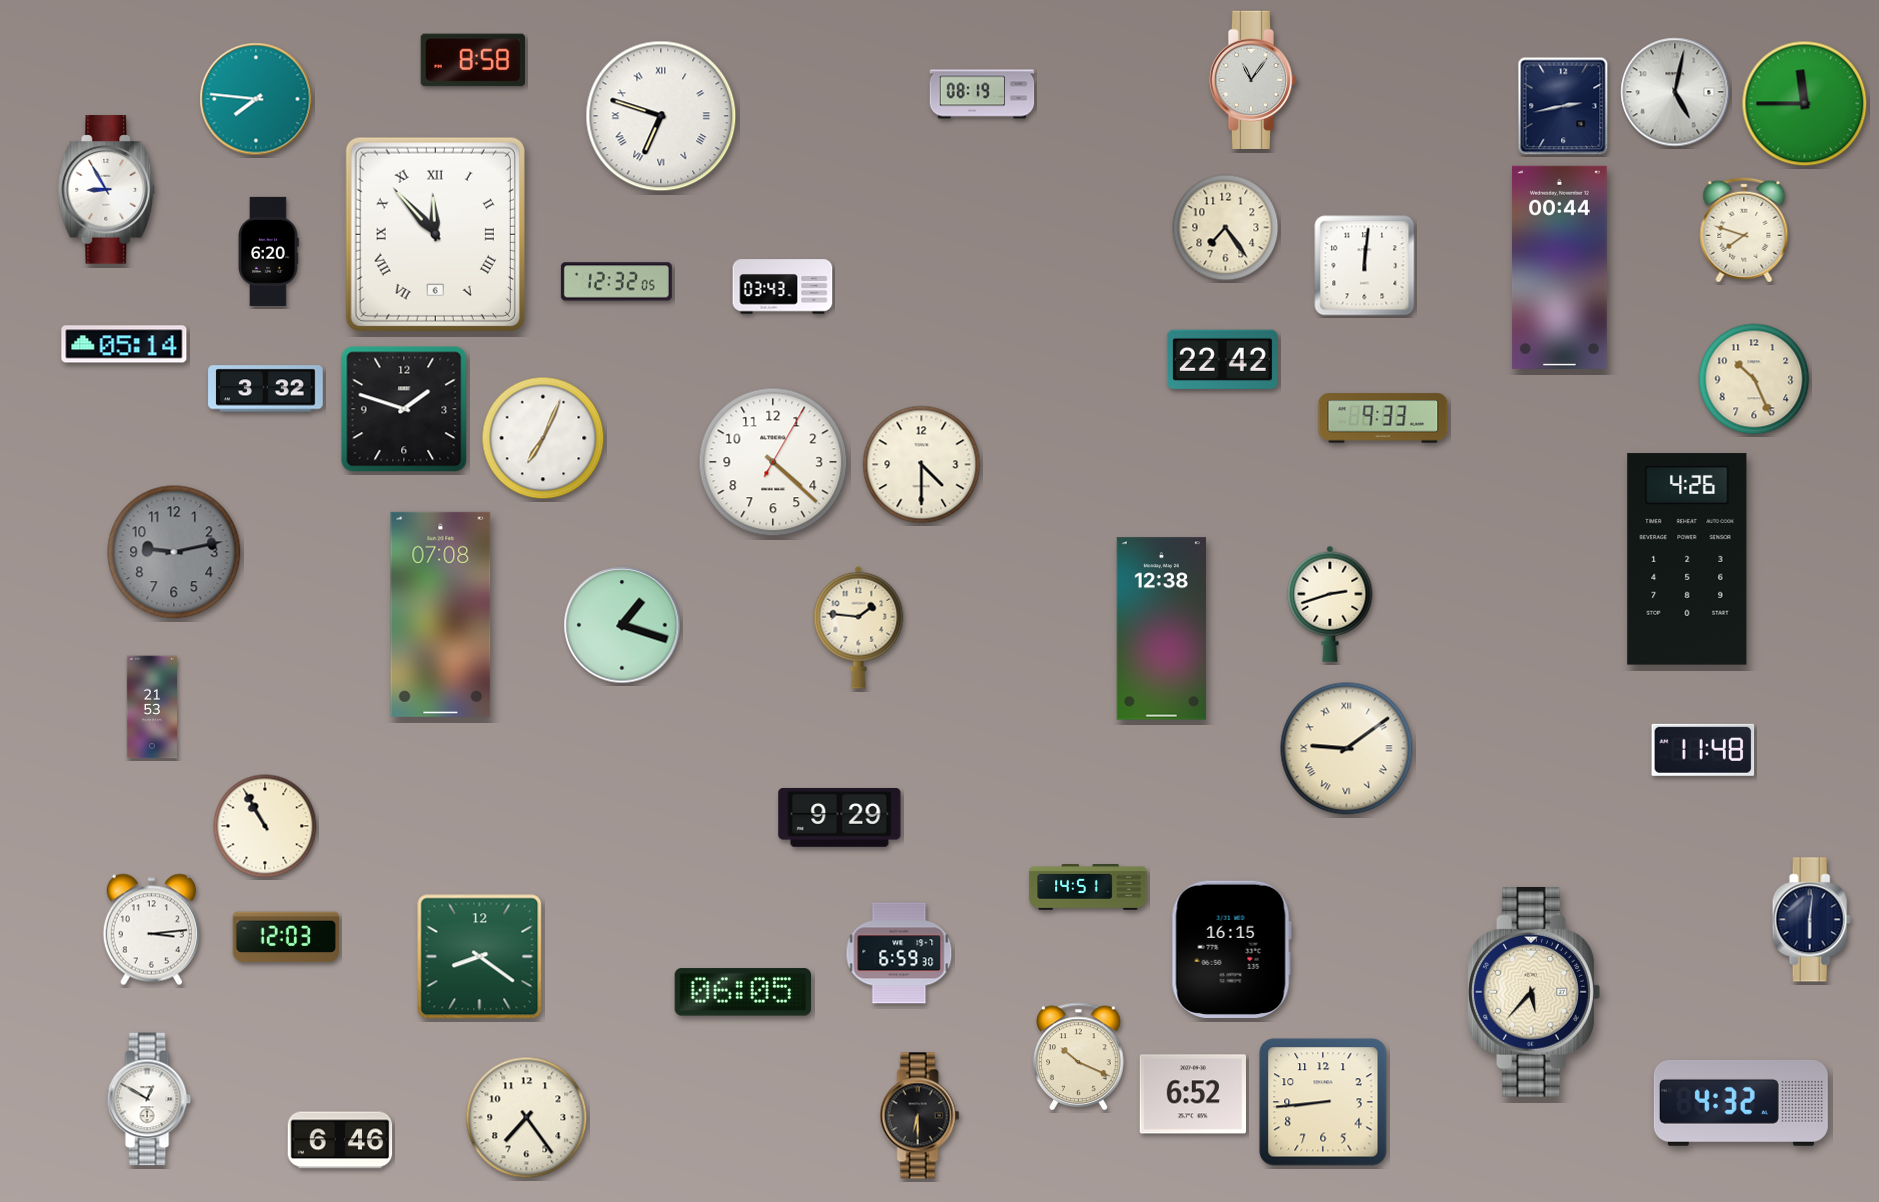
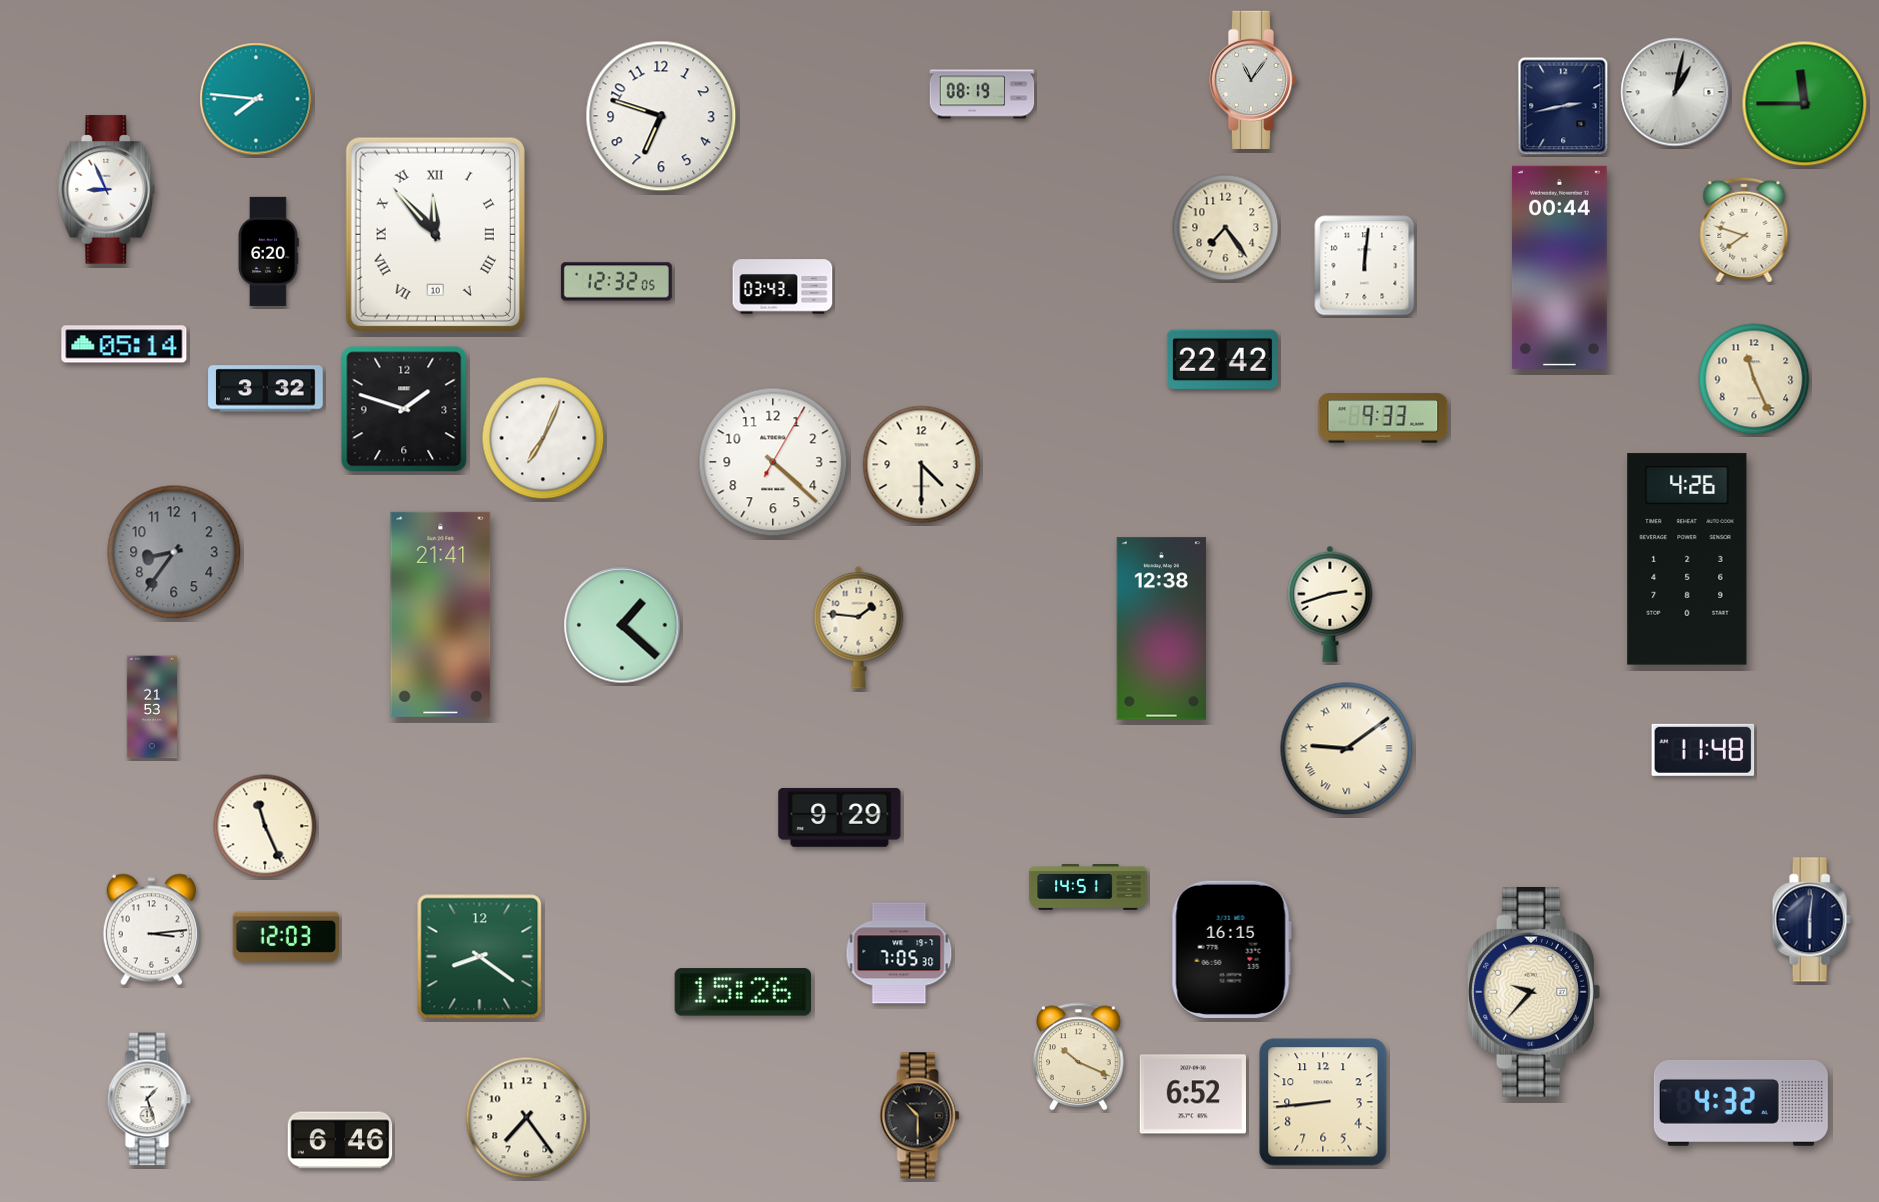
clock at (473, 60): 8:58 -> none
clock at (1675, 92): 5:02 -> 1:02
clock at (661, 116) numerals: Roman -> Arabic
clock at (107, 190): 8:55 -> 8:56
clock at (435, 234) date: 6 -> 10
clock at (1754, 379): 10:26 -> 11:26
clock at (174, 552): 9:13 -> 8:36
clock at (441, 614): 07:08 -> 21:41
clock at (622, 625): 1:18 -> 1:22
clock at (265, 826): 10:55 -> 11:26
clock at (899, 953): 6:59 -> 7:05
clock at (742, 992): 06:05 -> 15:26
clock at (1534, 992): 5:37 -> 9:37
clock at (149, 1099): 12:50 -> 1:27
clock at (920, 1116): 6:30 -> 10:30
